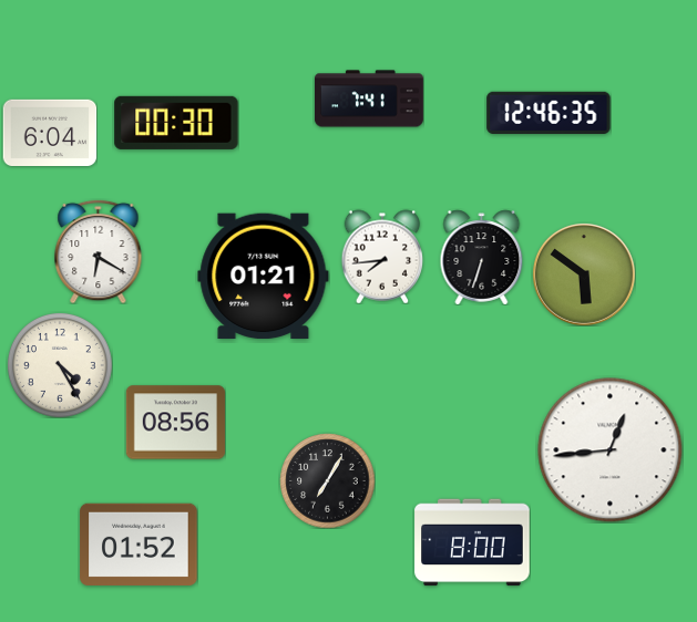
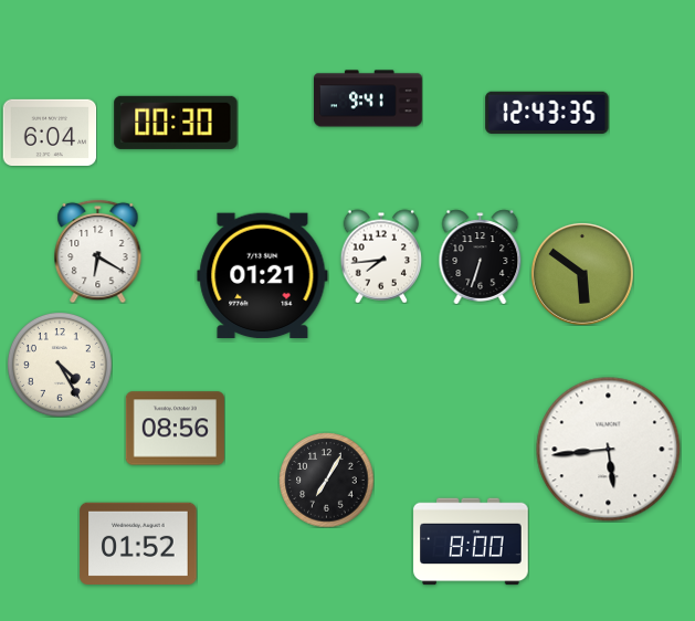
clock at (369, 99): 7:41 -> 9:41
clock at (549, 113): 12:46 -> 12:43
clock at (175, 423) position: (175, 423) -> (175, 429)
clock at (611, 450): 12:44 -> 5:44
